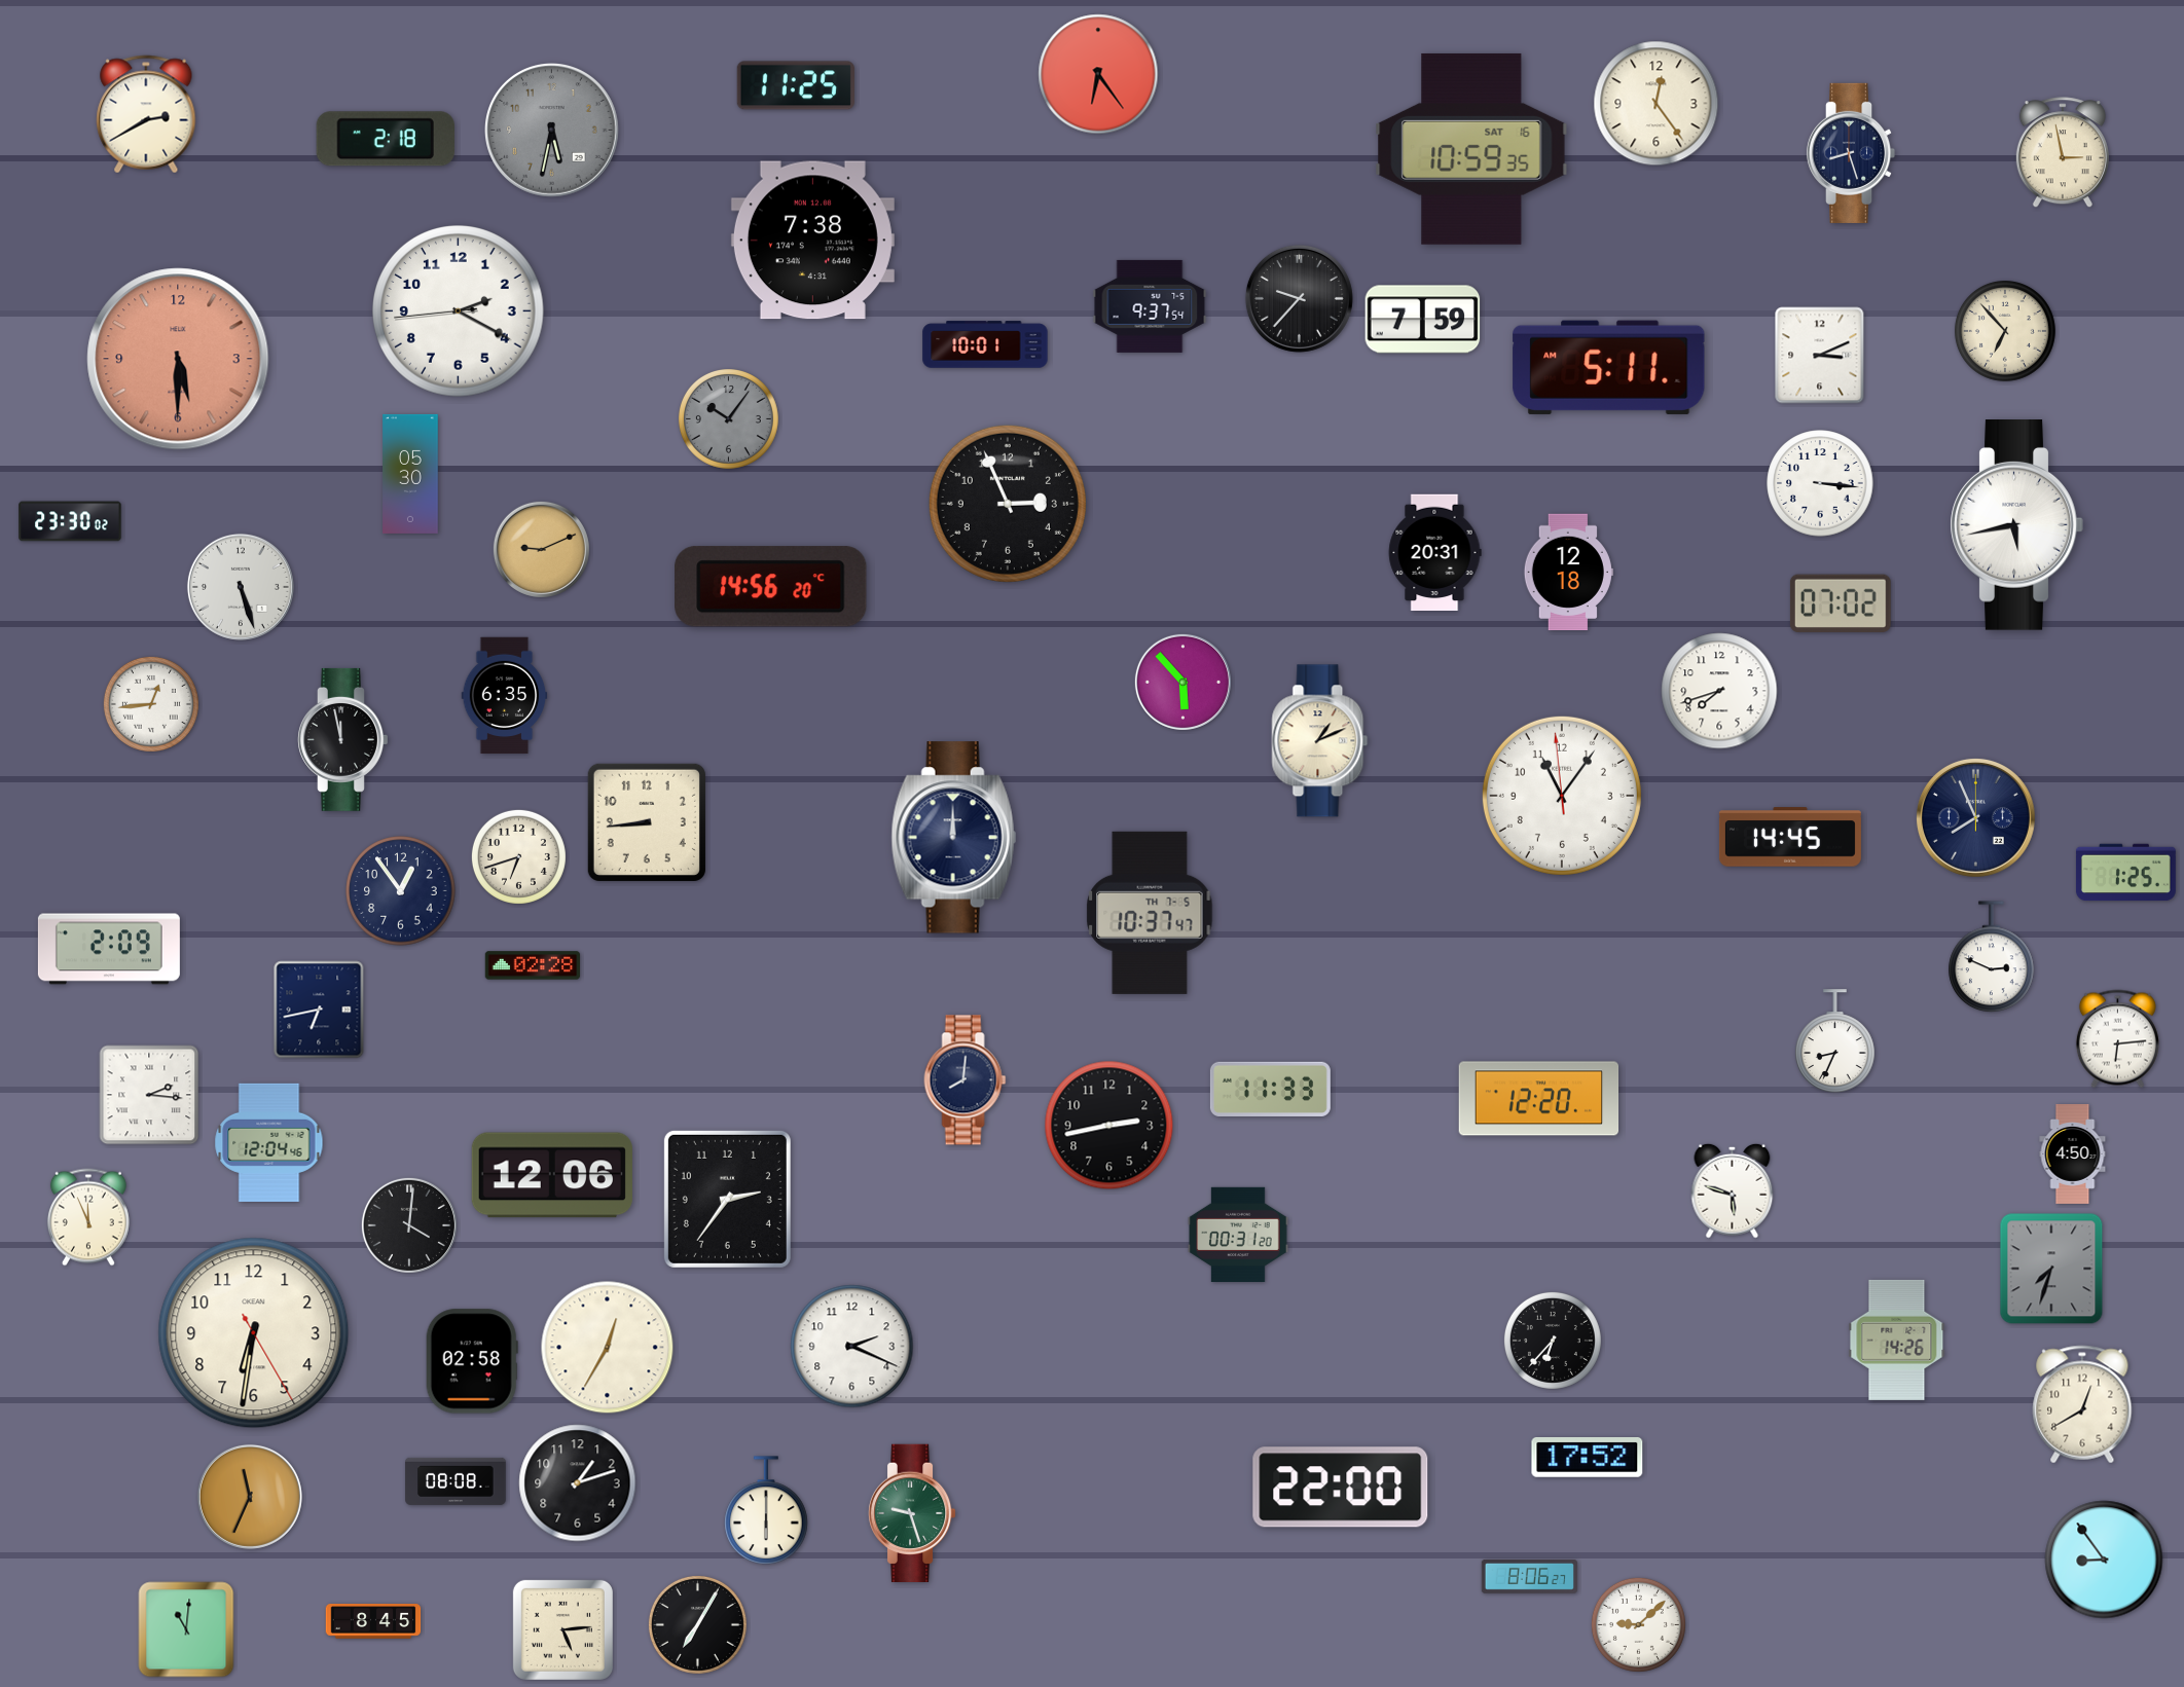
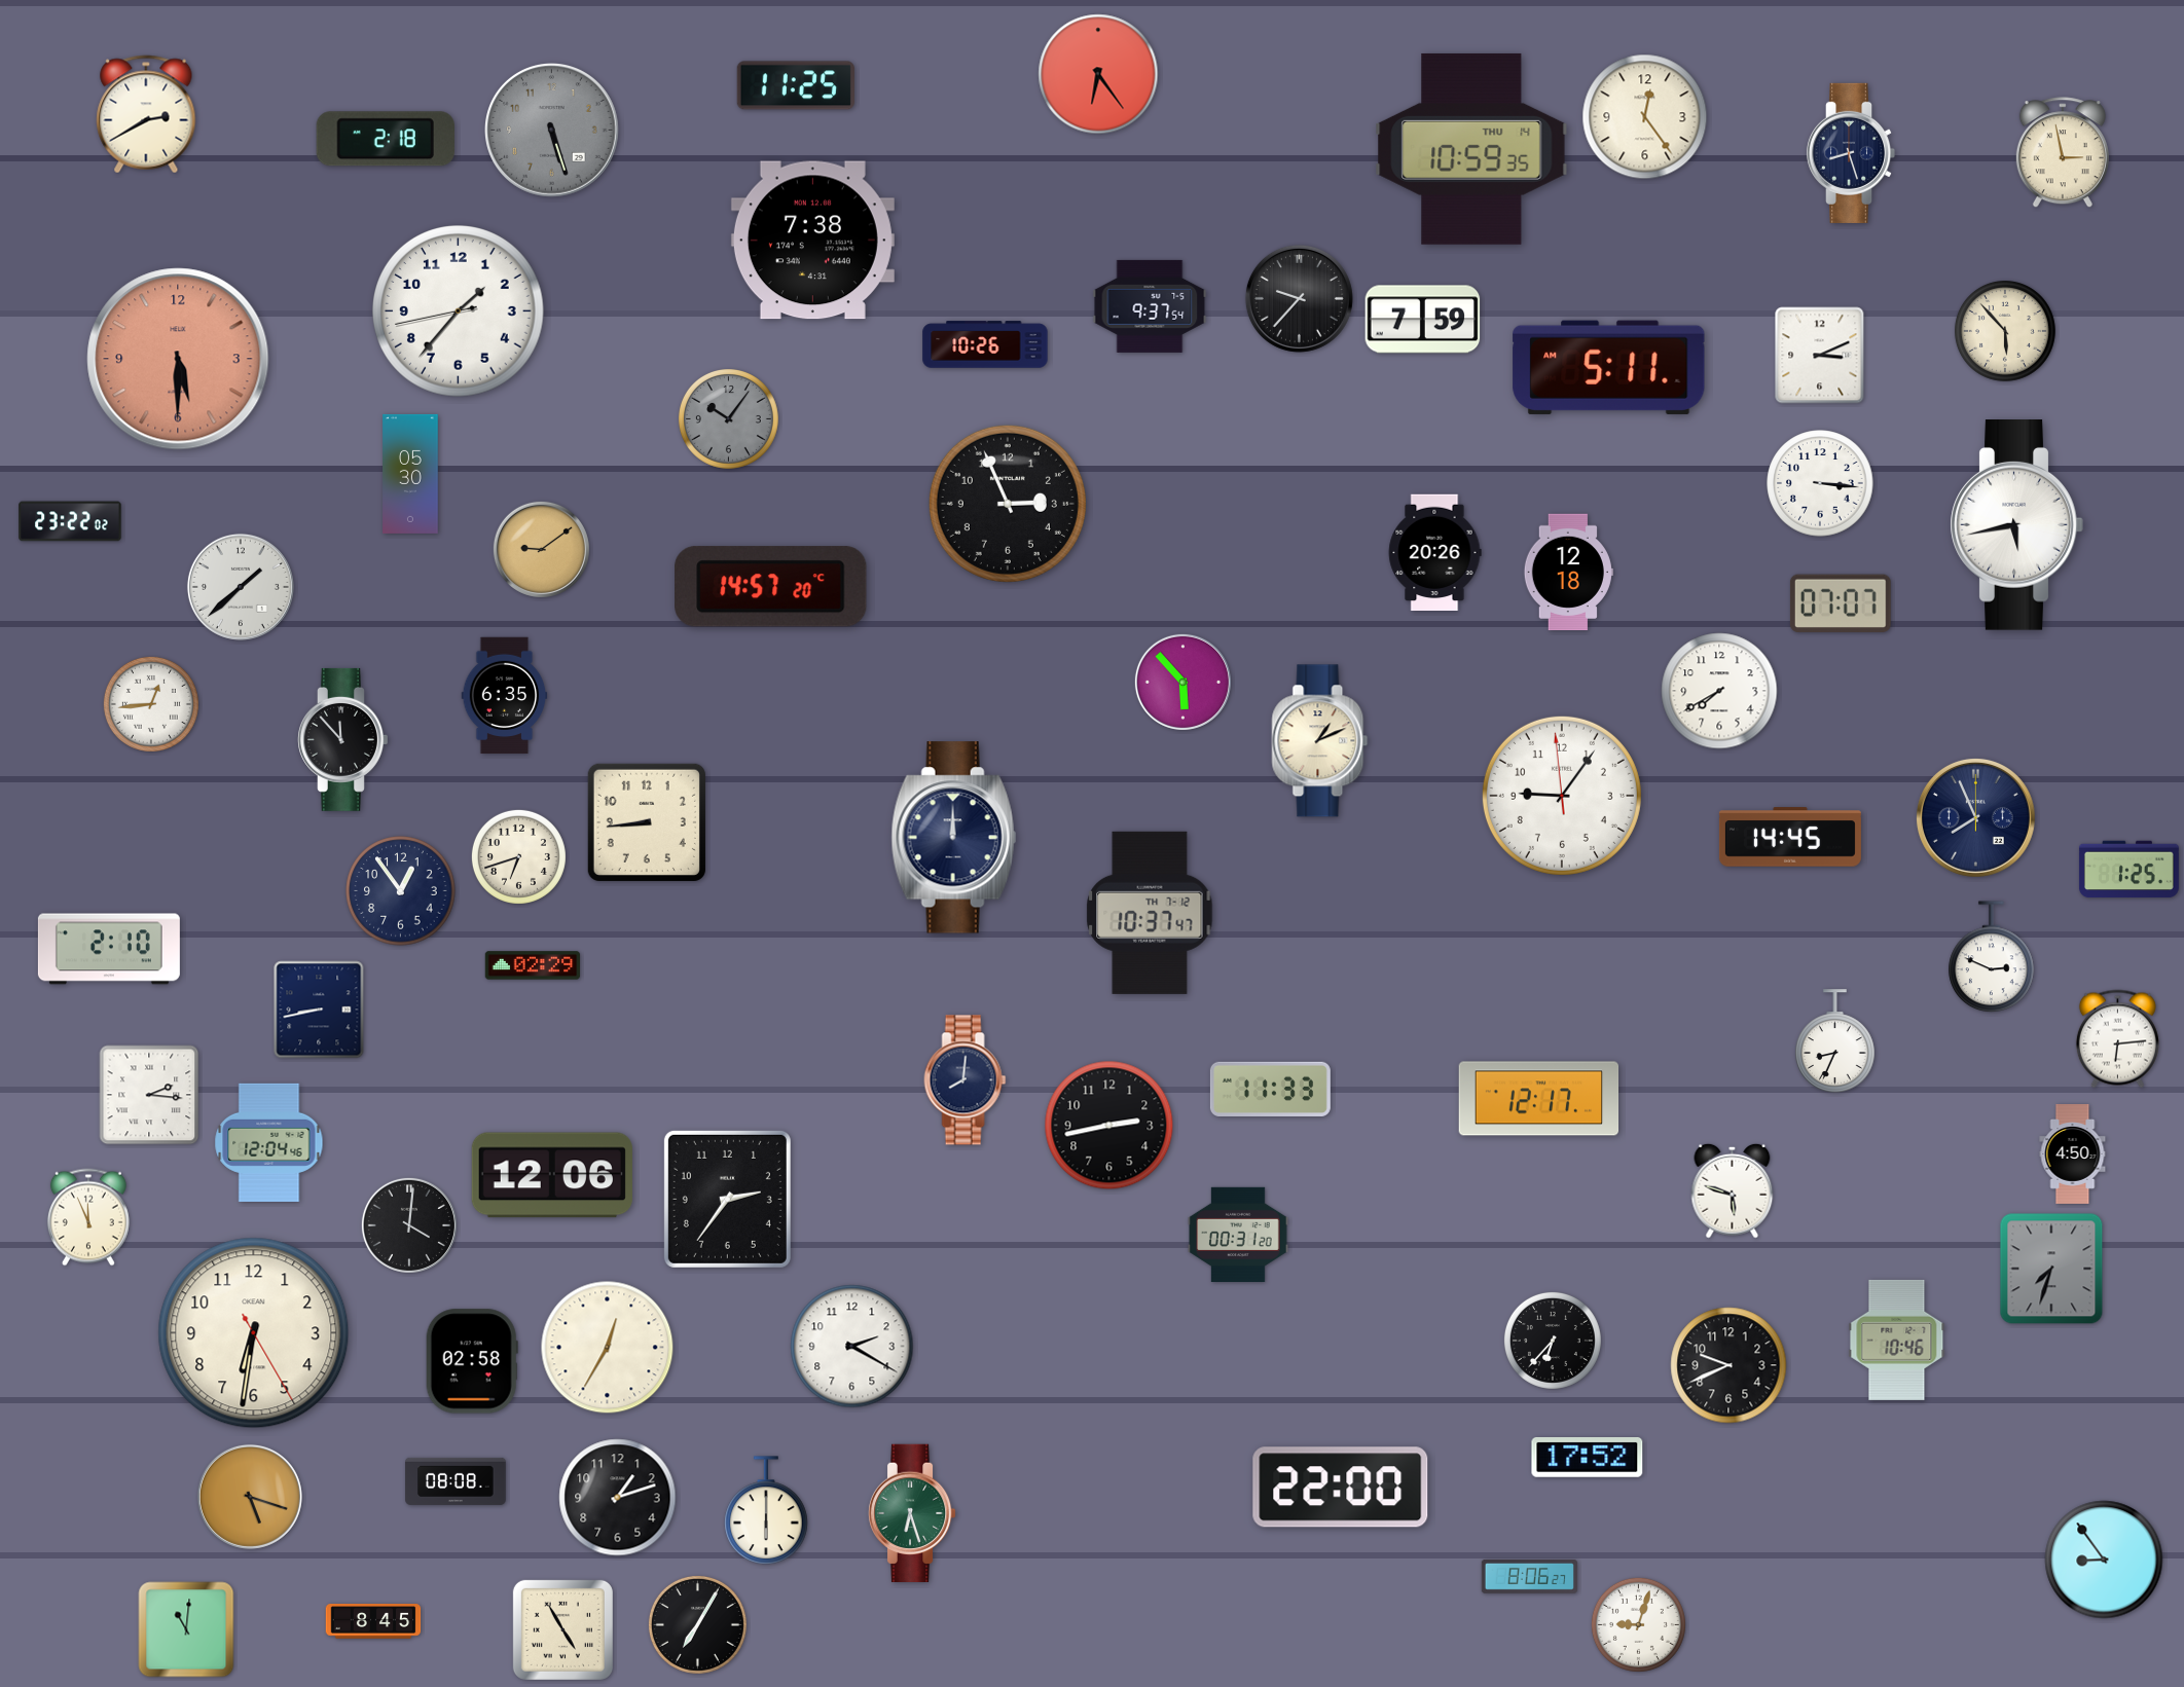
clock at (1657, 104) position: (1657, 104) -> (1645, 117)
clock at (552, 131): 5:32 -> 5:27
clock at (1471, 149) date: SAT 16 -> THU 14
clock at (459, 311): 2:19 -> 1:36
clock at (2005, 331): 6:53 -> 5:53
clock at (985, 344): 10:01 -> 10:26
clock at (70, 521): 23:30 -> 23:22
clock at (541, 549): 9:11 -> 9:09
clock at (1434, 553): 20:31 -> 20:26
clock at (241, 587): 5:27 -> 1:38
clock at (771, 587): 14:56 -> 14:57
clock at (1841, 602): 07:02 -> 07:07
clock at (1719, 691): 7:42 -> 7:40
clock at (343, 739): 11:58 -> 11:53
clock at (1562, 796): 11:05 -> 9:05
clock at (2125, 873) position: (2125, 873) -> (2128, 870)
clock at (1150, 913) date: TH 7-5 -> TH 7-12
clock at (109, 949): 2:09 -> 2:10
clock at (533, 965): 02:28 -> 02:29
clock at (319, 1010): 6:43 -> 8:43
clock at (1539, 1099): 12:20 -> 12:17
clock at (1897, 1340): 14:26 -> 10:46
clock at (852, 1347): 2:19 -> 2:20
clock at (1728, 1365): none -> 9:41
clock at (2082, 1404): 12:40 -> none
clock at (578, 1483) position: (578, 1483) -> (618, 1498)
clock at (250, 1497): 11:34 -> 5:18
clock at (912, 1513): 9:27 -> 6:27
clock at (1638, 1624): 9:08 -> 9:03
clock at (562, 1629): 5:14 -> 4:55
